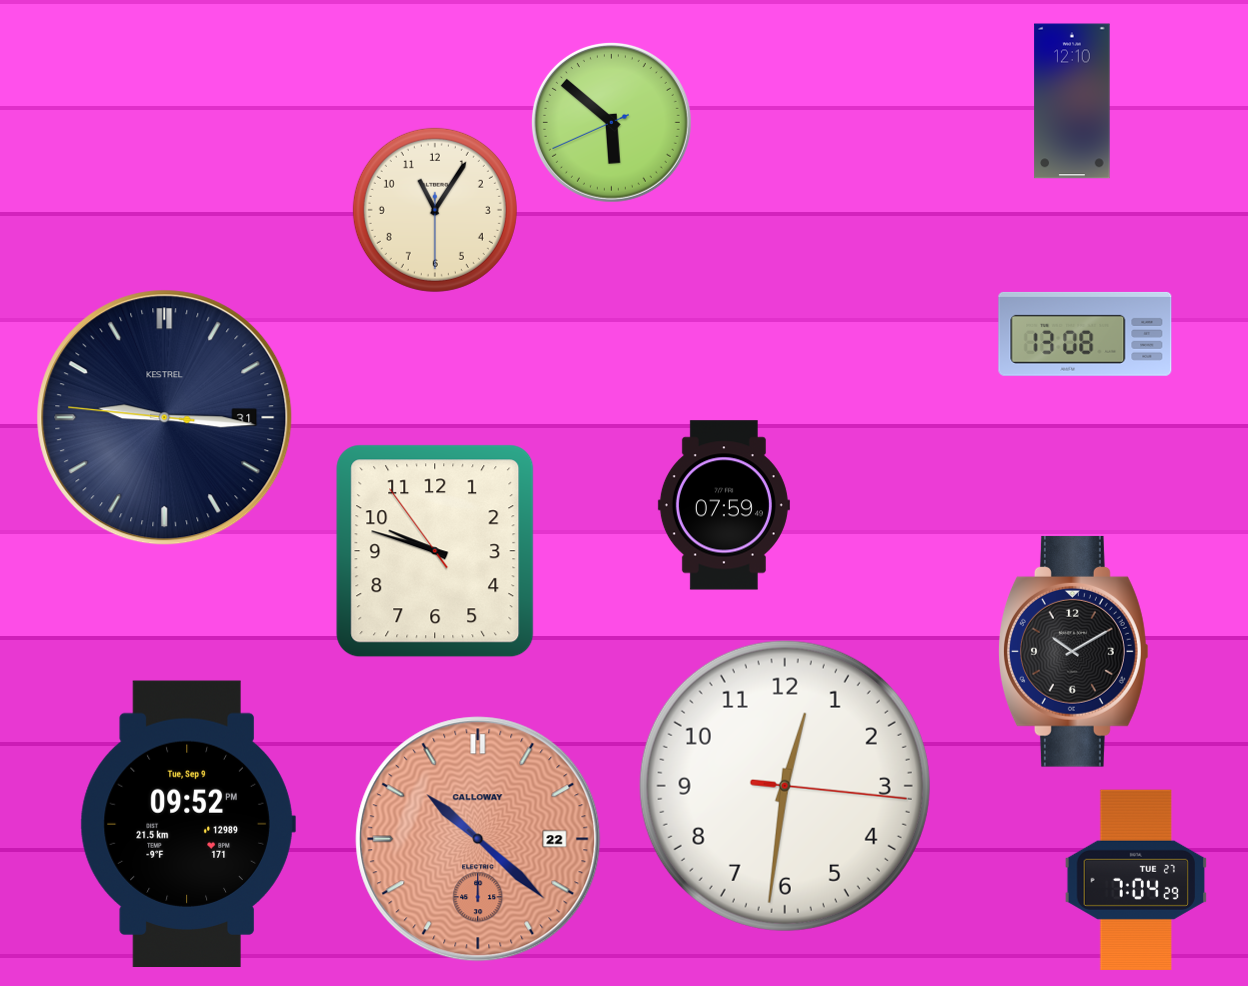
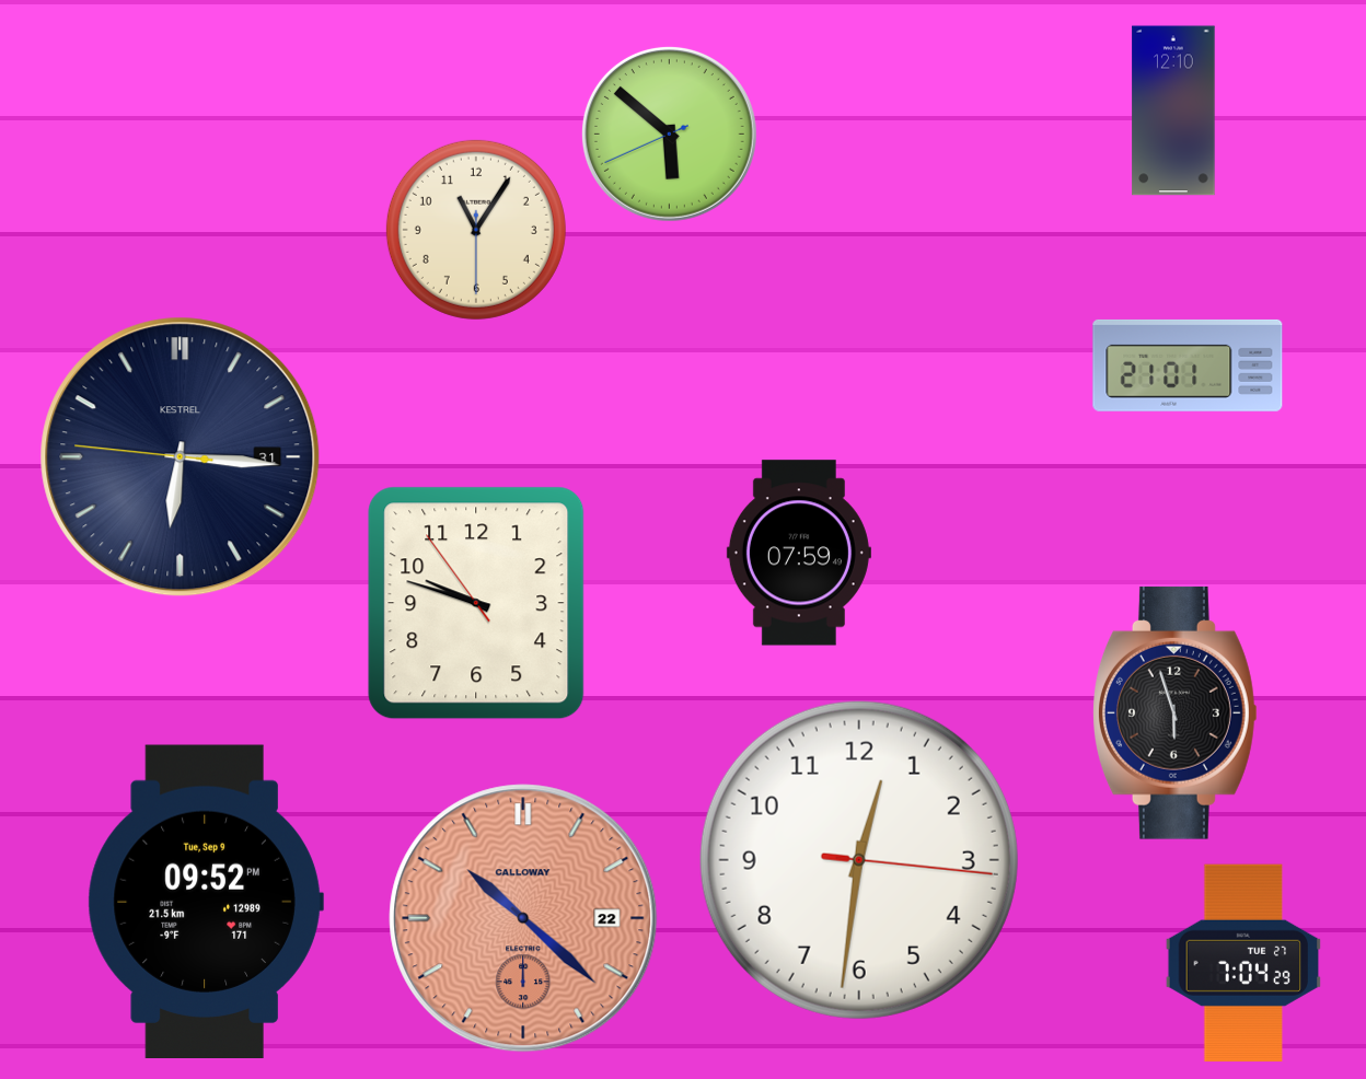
clock at (1085, 334): 13:08 -> 21:01
clock at (165, 418): 9:15 -> 6:15
clock at (724, 505) position: (724, 505) -> (799, 553)
clock at (1074, 651): 10:10 -> 5:57
